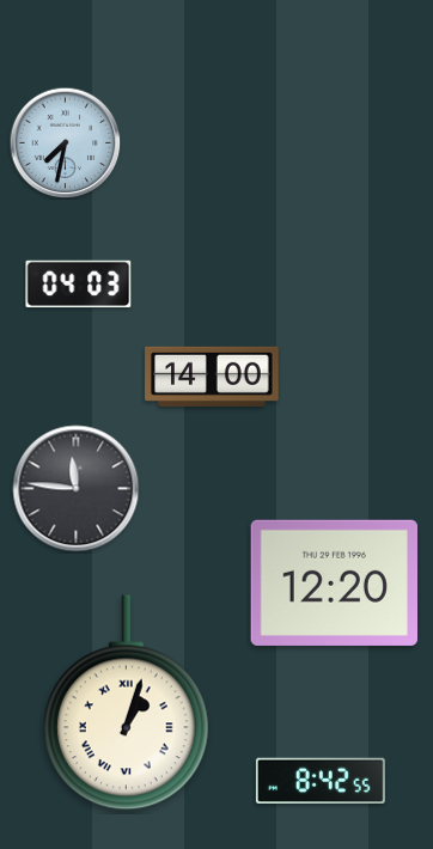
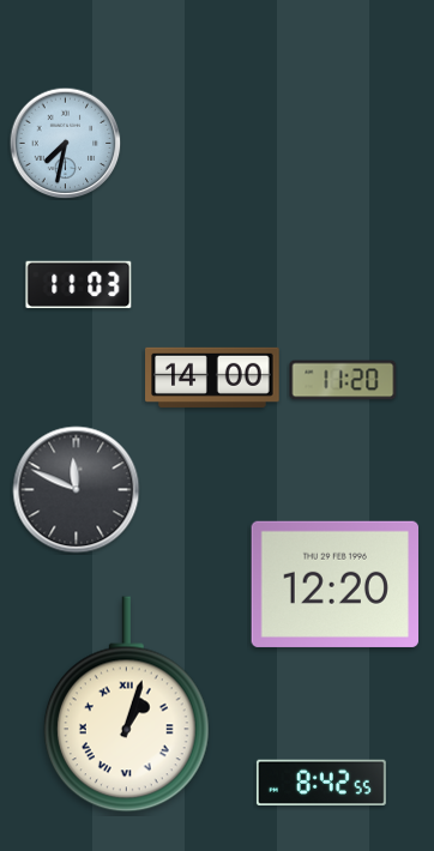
clock at (79, 285): 04:03 -> 11:03
clock at (343, 380): none -> 11:20
clock at (77, 489): 11:46 -> 11:49
